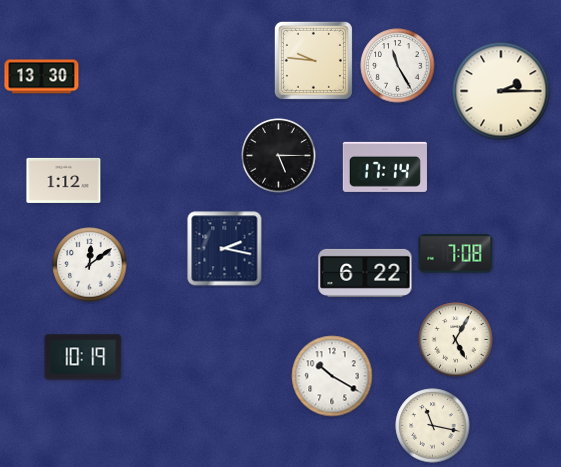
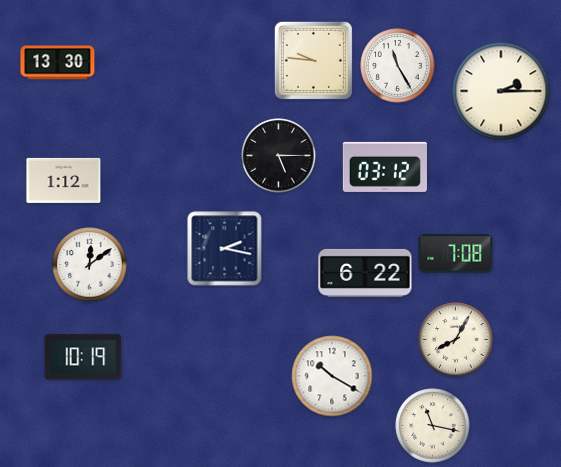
clock at (42, 77) position: (42, 77) -> (58, 63)
clock at (385, 167): 17:14 -> 03:12
clock at (456, 340): 5:05 -> 8:05
